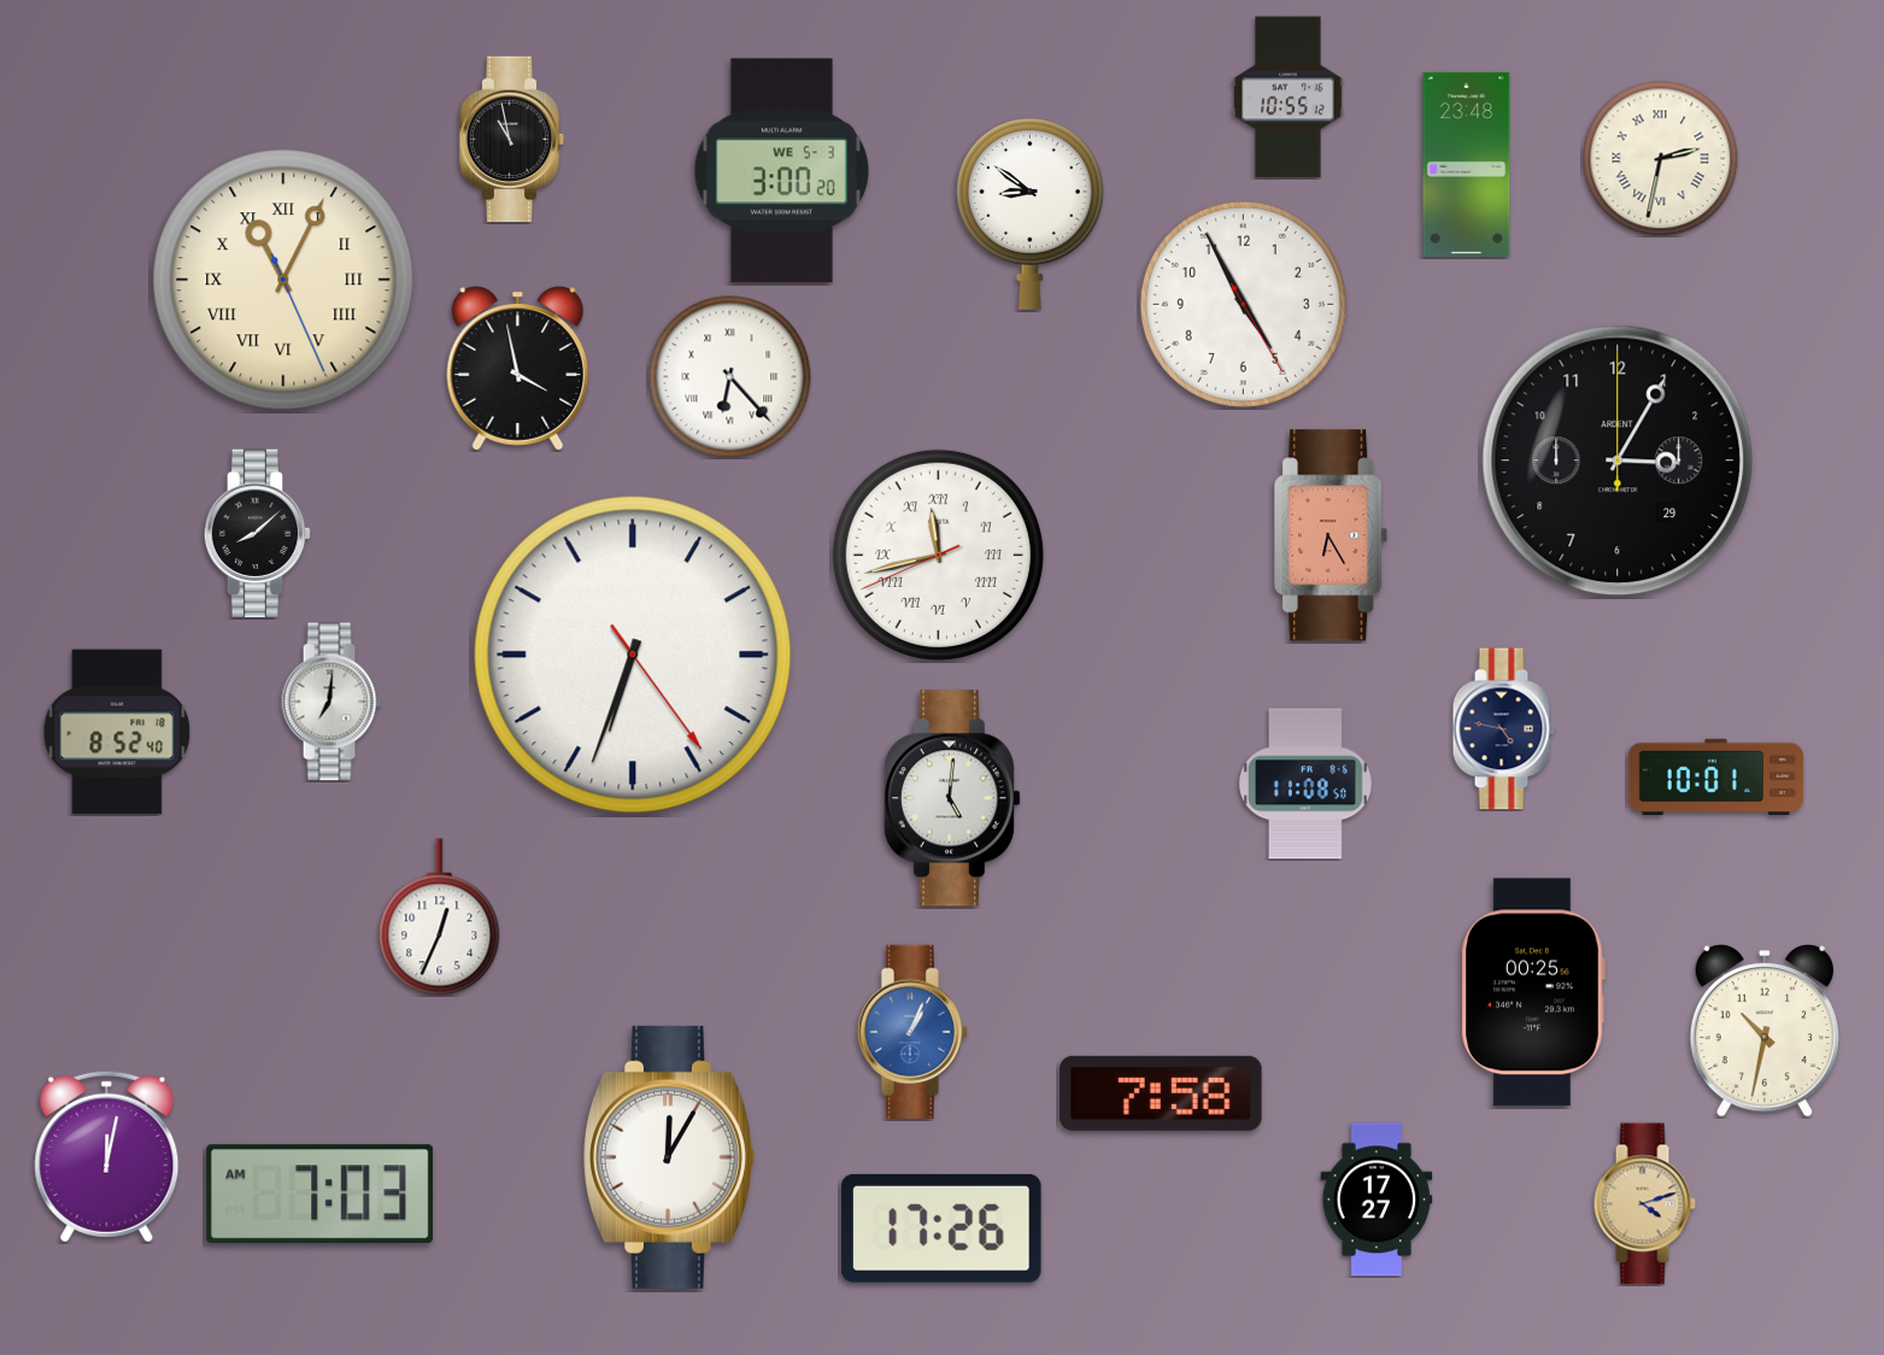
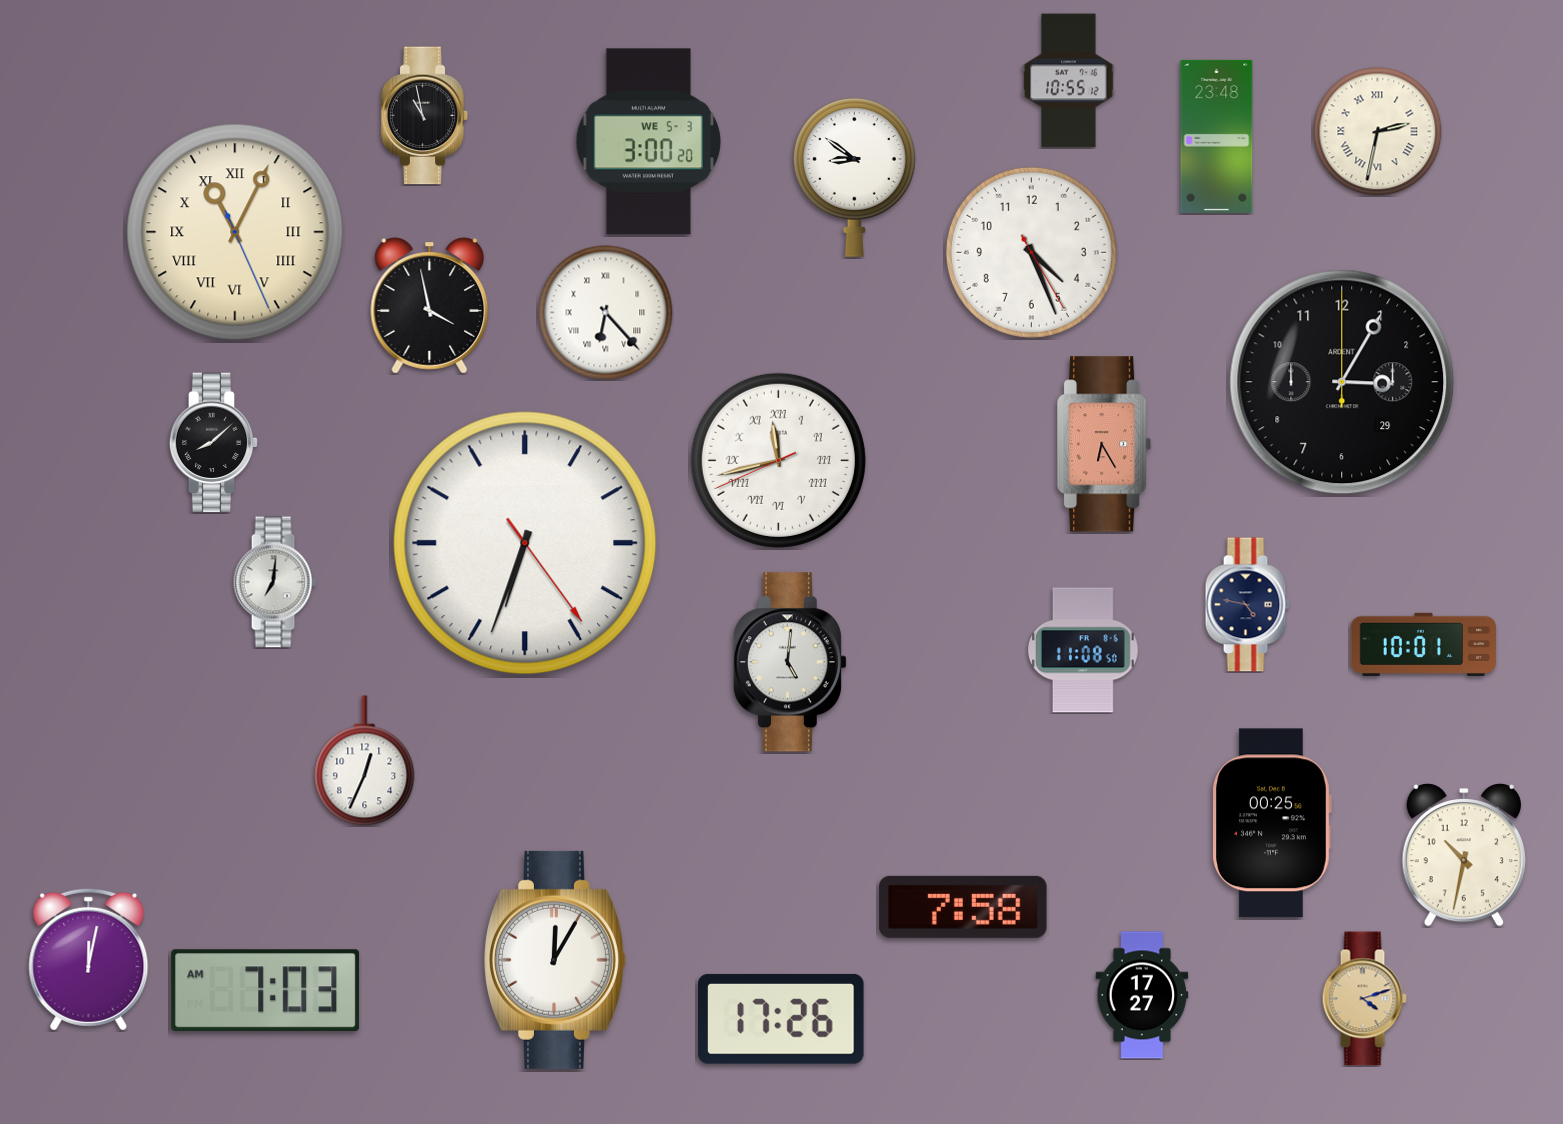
clock at (1243, 304): 4:55 -> 4:26
clock at (117, 732): 8:52 -> none
clock at (912, 1031): 1:04 -> none
